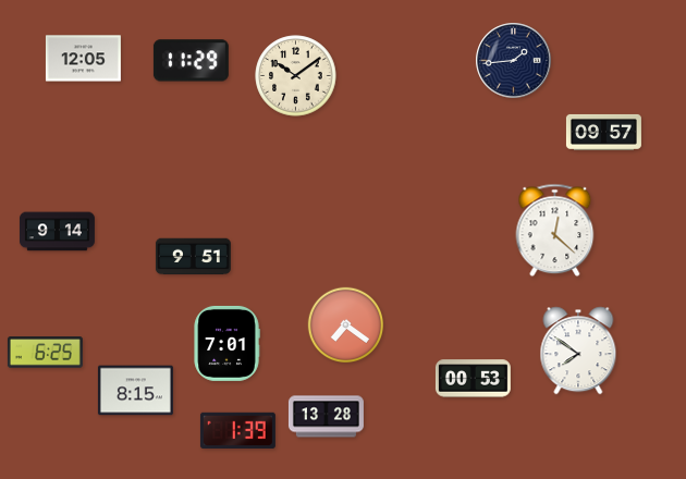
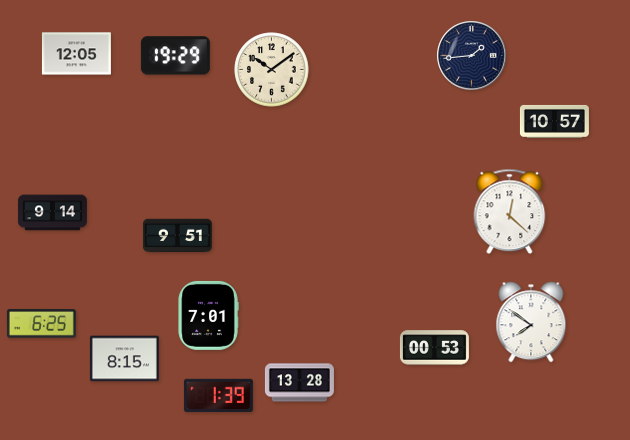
clock at (191, 61): 11:29 -> 19:29
clock at (603, 132): 09:57 -> 10:57
clock at (346, 326): 7:21 -> none
